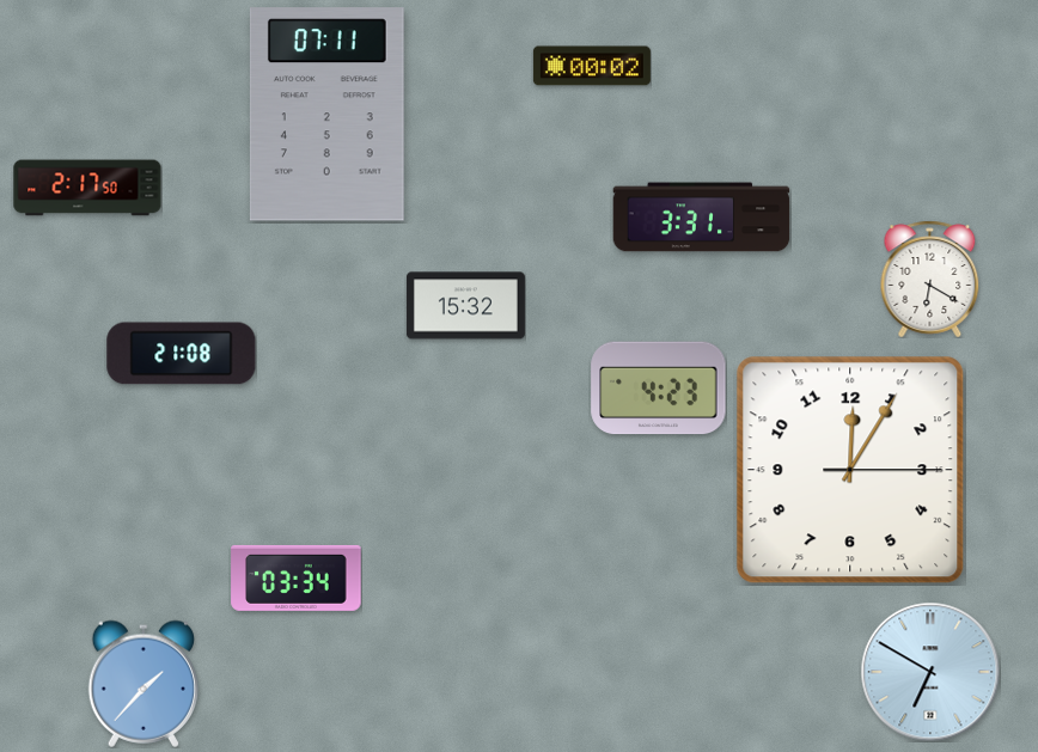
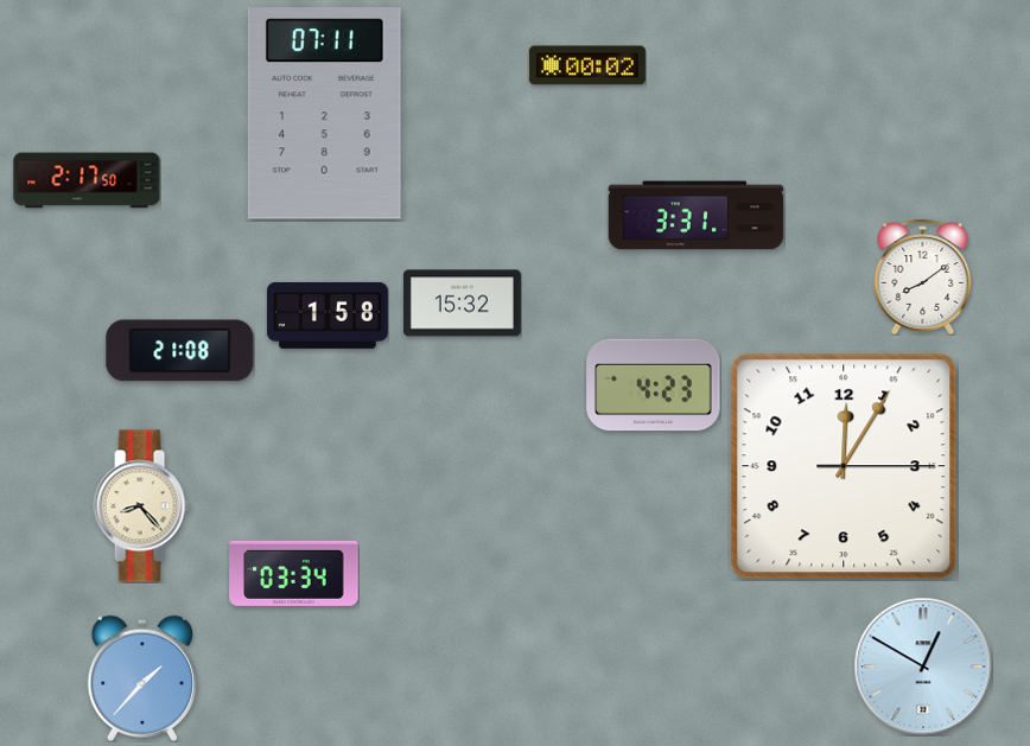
clock at (87, 188) position: (87, 188) -> (87, 180)
clock at (930, 279): 6:20 -> 8:09
clock at (328, 315): none -> 1:58
clock at (141, 506): none -> 8:23
clock at (930, 672): 6:50 -> 12:50
